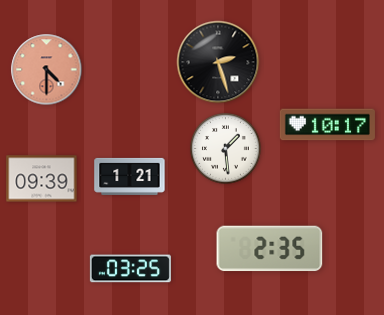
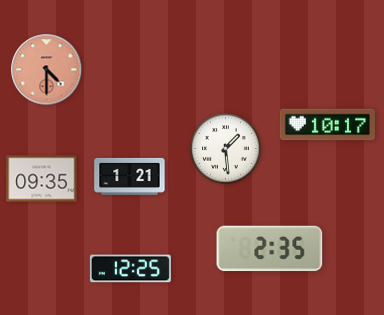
clock at (218, 62): 2:27 -> none
clock at (42, 179): 09:39 -> 09:35
clock at (130, 269): 03:25 -> 12:25
